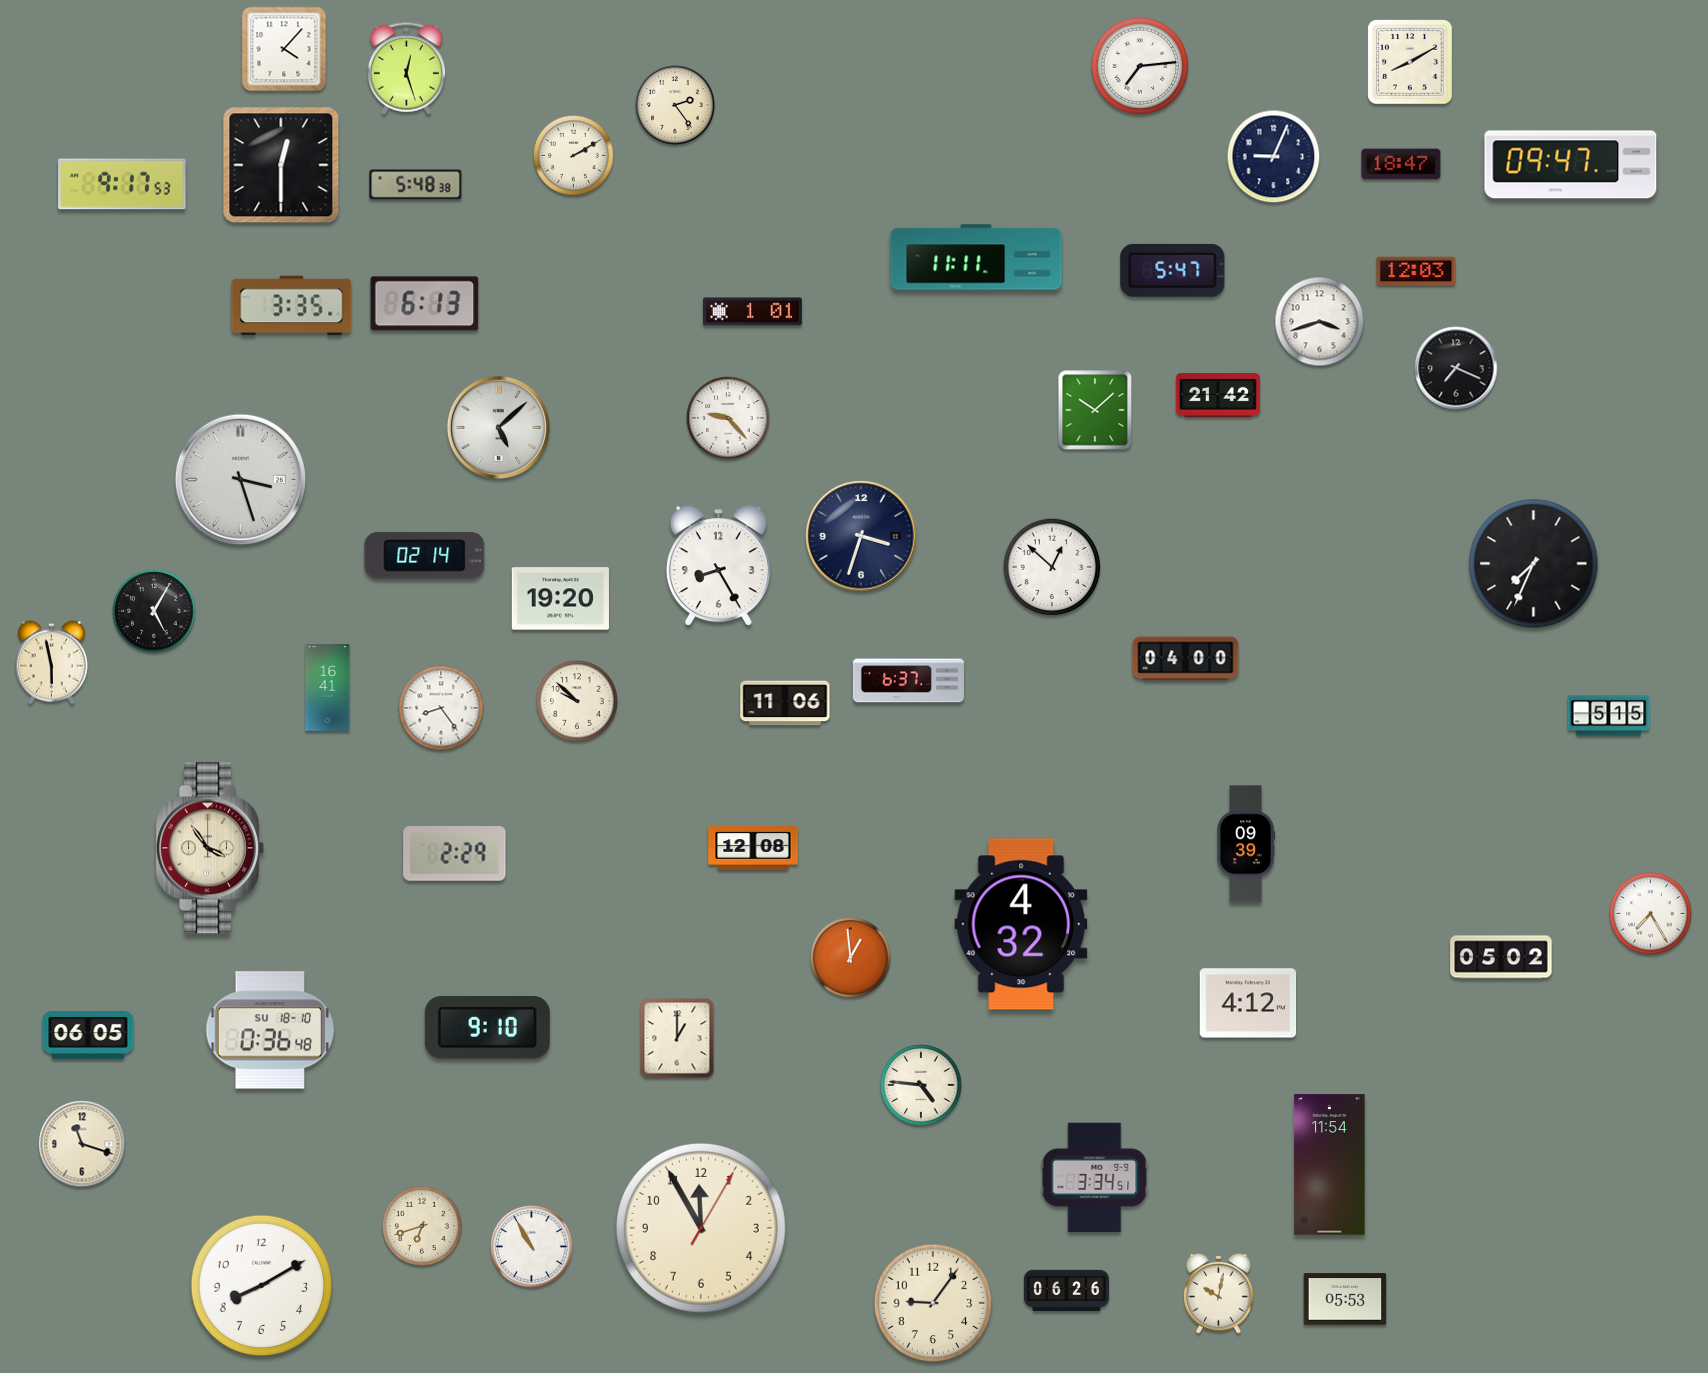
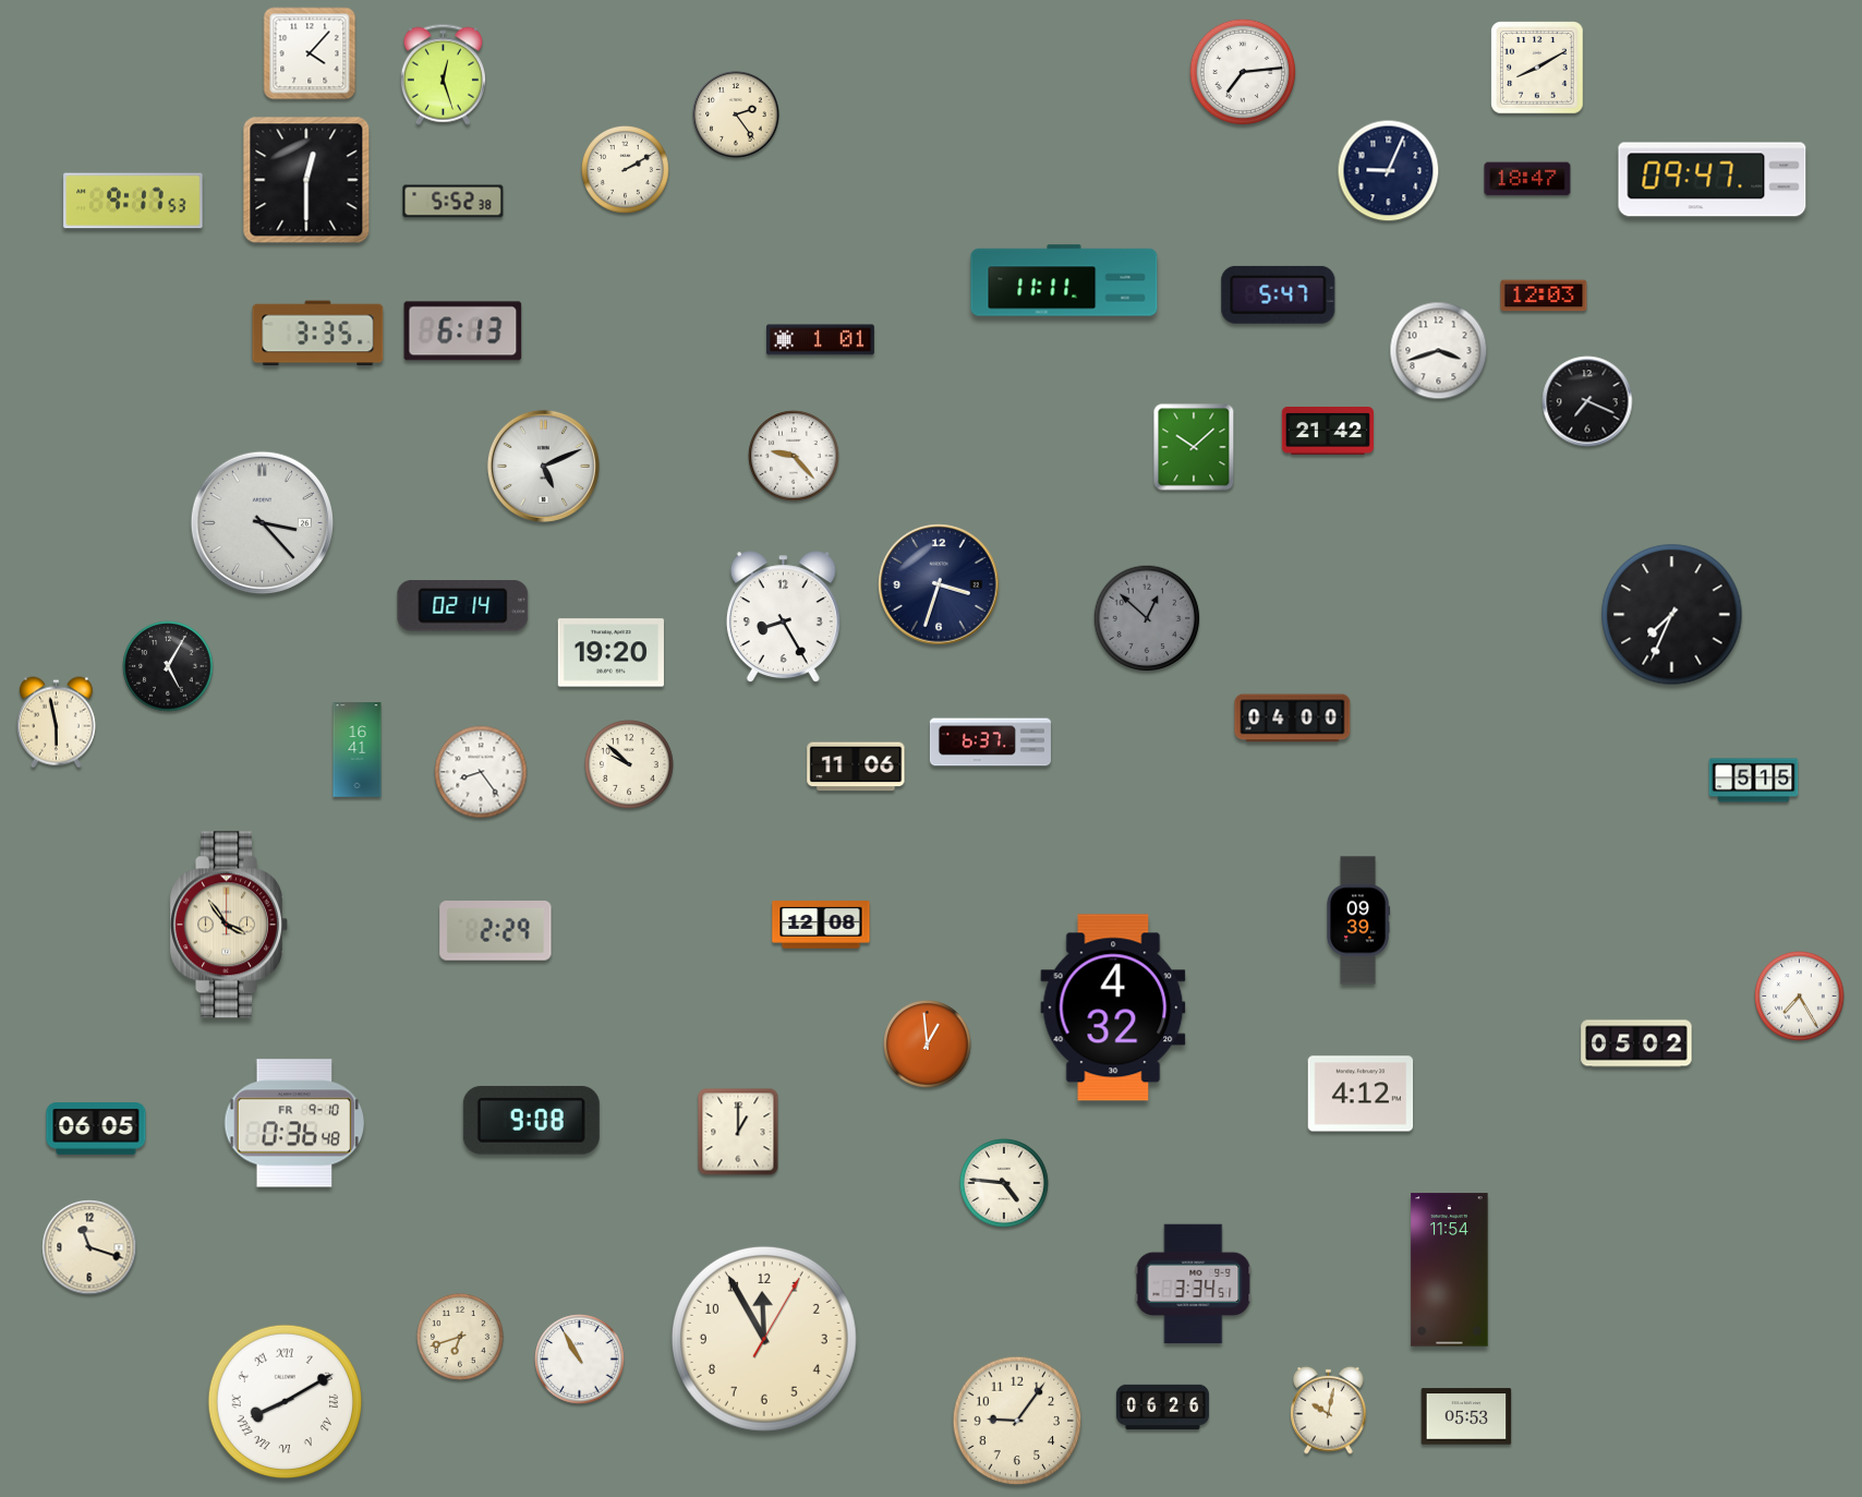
clock at (416, 185): 5:48 -> 5:52
clock at (498, 427): 5:08 -> 5:11
clock at (240, 479): 3:27 -> 3:23
clock at (1052, 567) dial: white -> grey
clock at (487, 1027): 9:10 -> 9:08
clock at (270, 1030) date: SU 18-10 -> FR 9-10
clock at (261, 1285) numerals: Arabic -> Roman
